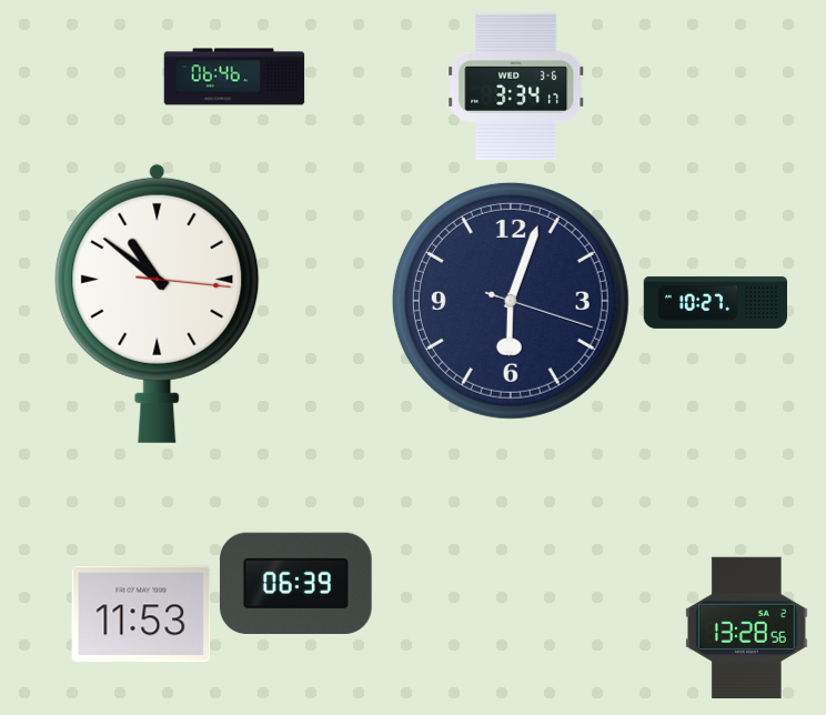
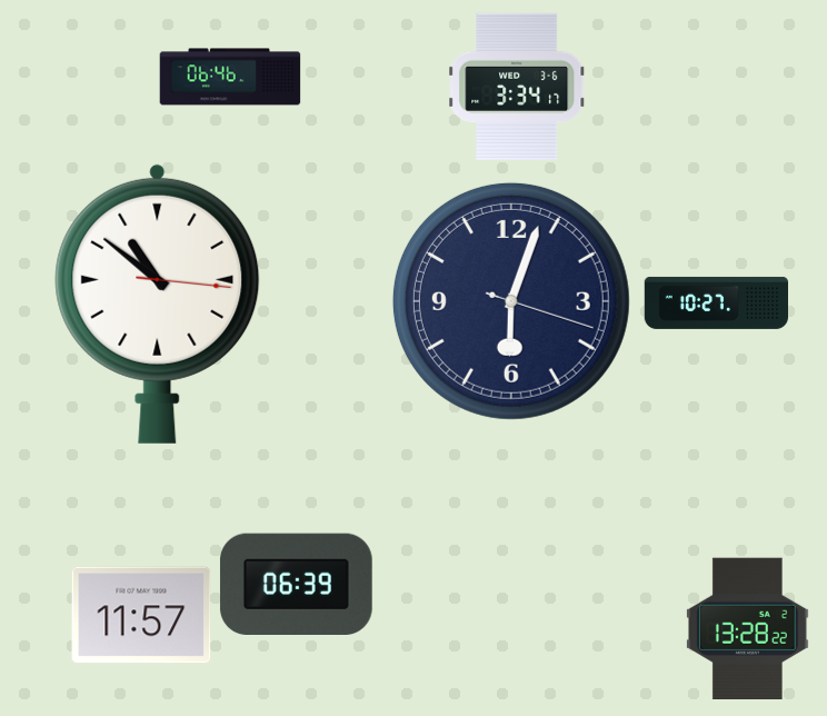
clock at (234, 77) position: (234, 77) -> (230, 77)
clock at (141, 614): 11:53 -> 11:57
clock at (747, 628): 13:28:56 -> 13:28:22
